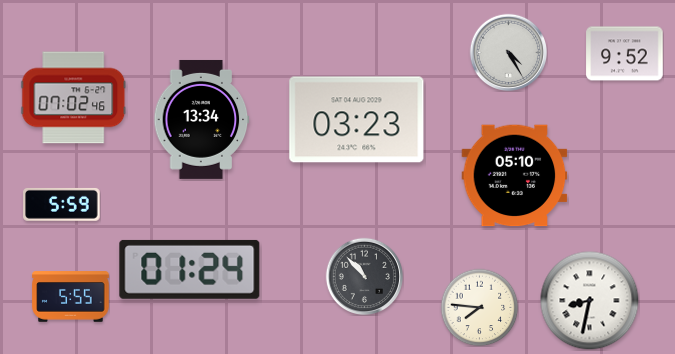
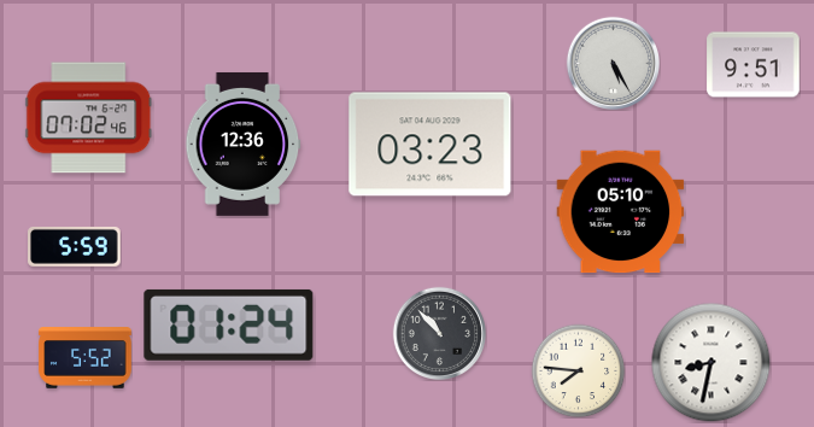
clock at (508, 52): 4:25 -> 5:25
clock at (625, 54): 9:52 -> 9:51
clock at (202, 119): 13:34 -> 12:36
clock at (71, 297): 5:55 -> 5:52
